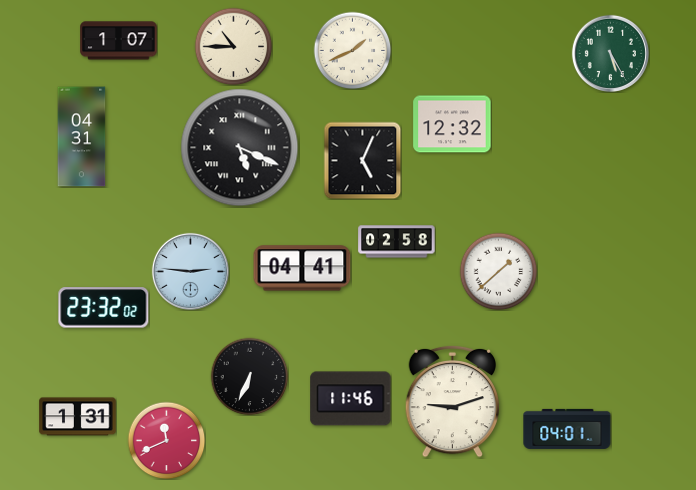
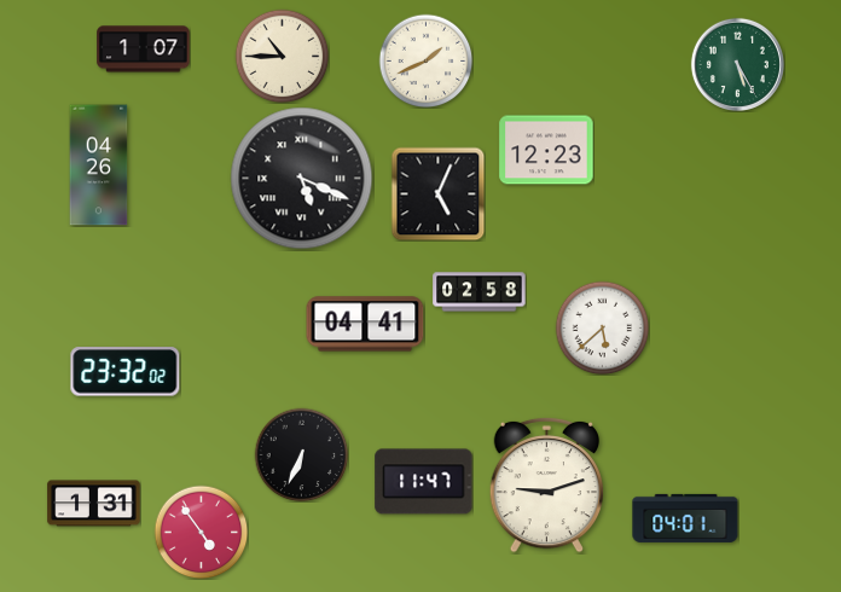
clock at (452, 124): 12:32 -> 12:23
clock at (82, 137): 04:31 -> 04:26
clock at (240, 148) position: (240, 148) -> (302, 179)
clock at (190, 271): 2:46 -> none
clock at (498, 271): 1:38 -> 5:38
clock at (351, 399): 11:46 -> 11:47
clock at (166, 440): 11:41 -> 4:54
